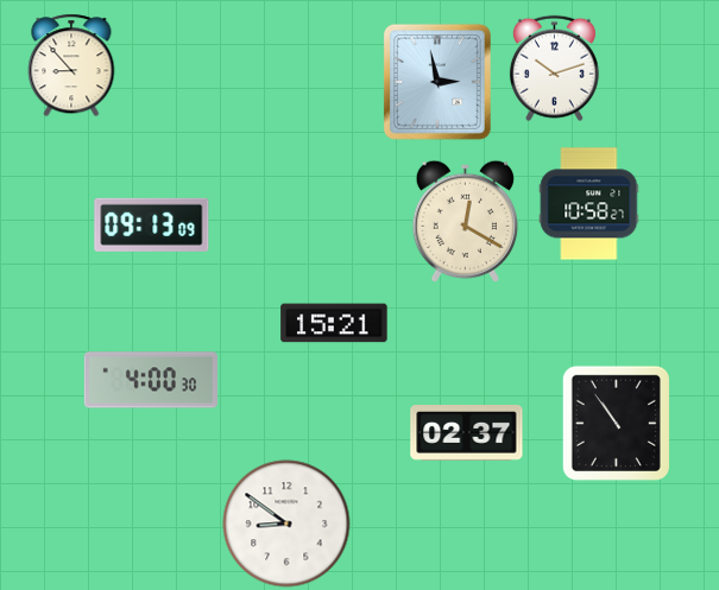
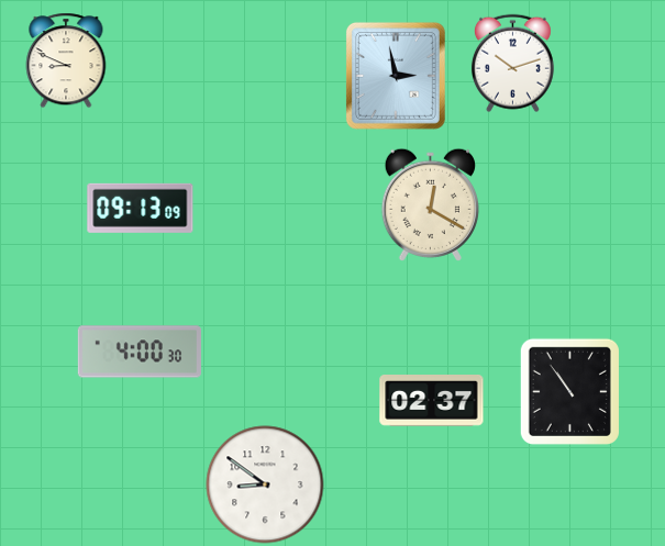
clock at (71, 65): 8:53 -> 8:49
clock at (437, 82) position: (437, 82) -> (396, 76)
clock at (589, 204): 10:58 -> none
clock at (334, 323): 15:21 -> none
